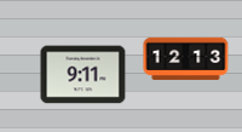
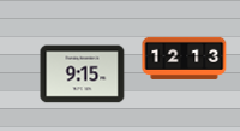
clock at (83, 75): 9:11 -> 9:15
